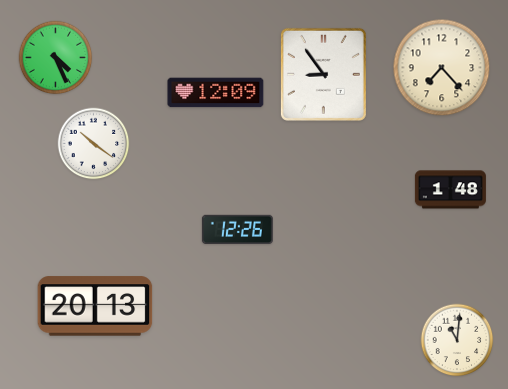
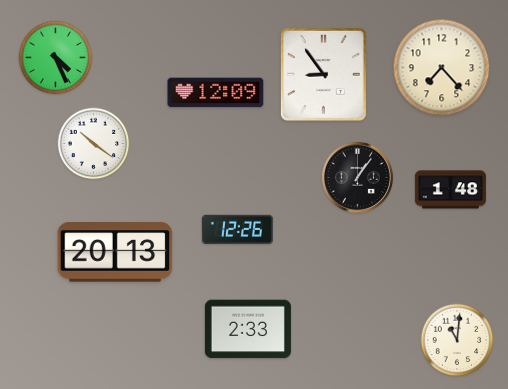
clock at (357, 177): none -> 1:06
clock at (95, 306) position: (95, 306) -> (115, 252)
clock at (248, 329): none -> 2:33
